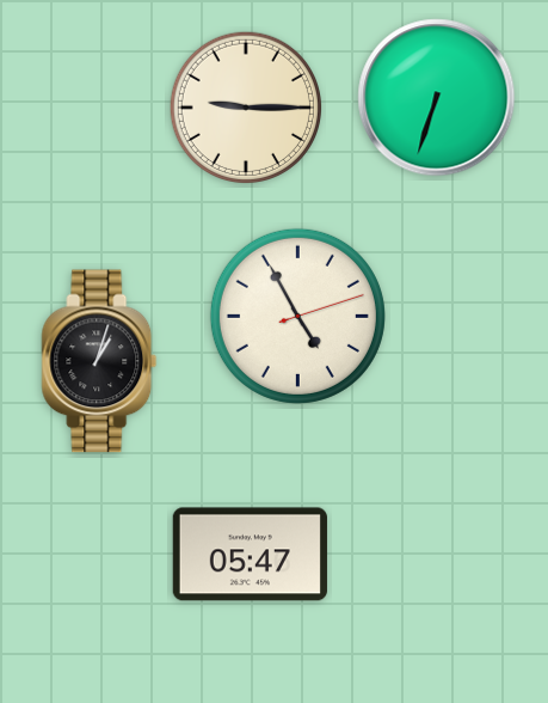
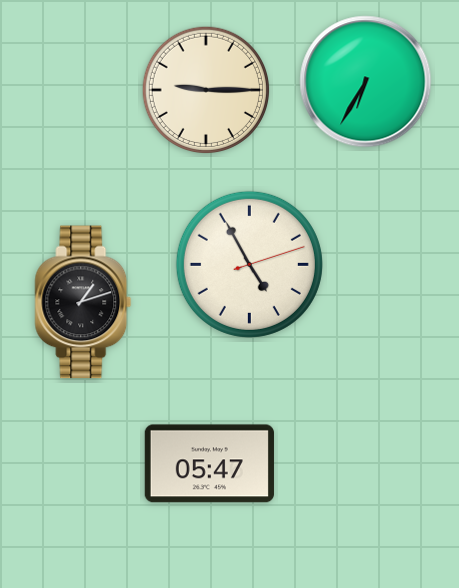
clock at (437, 98): 6:33 -> 6:35
clock at (99, 361): 1:03 -> 1:12
